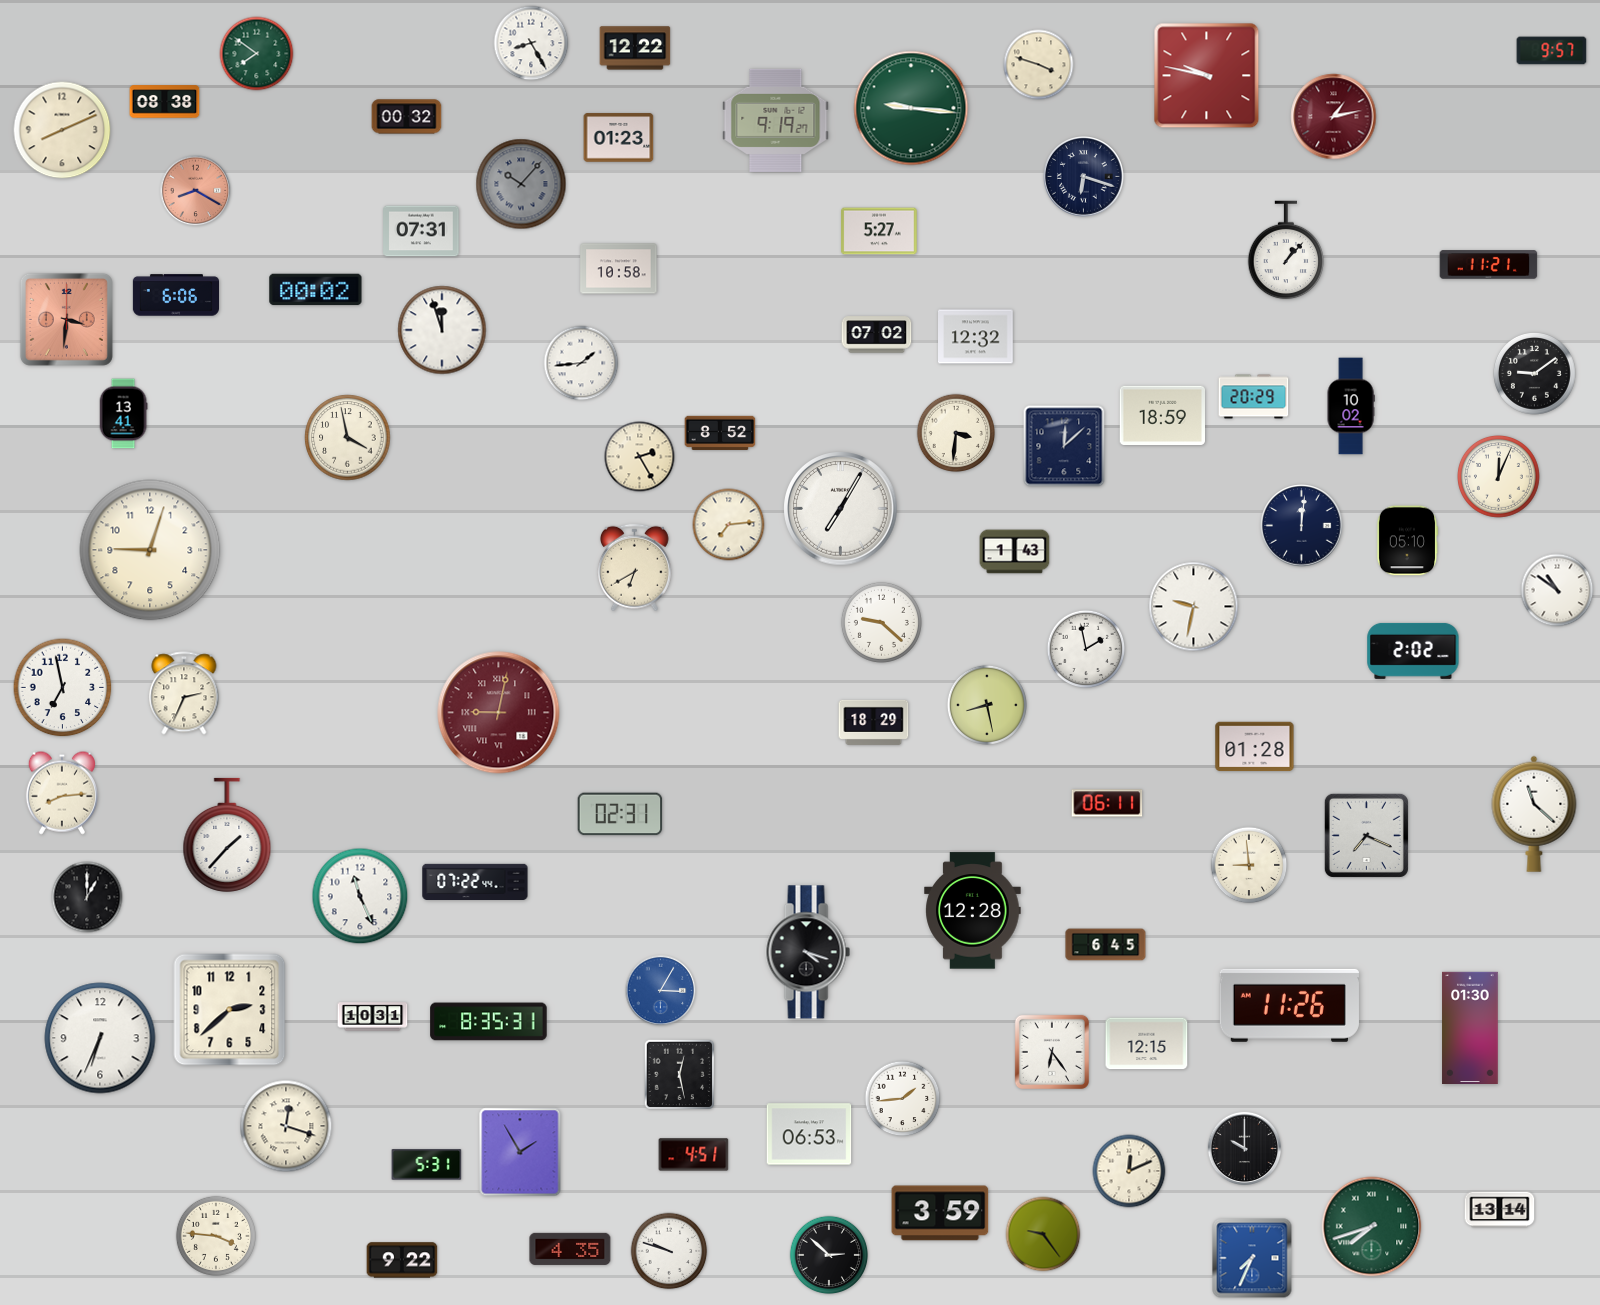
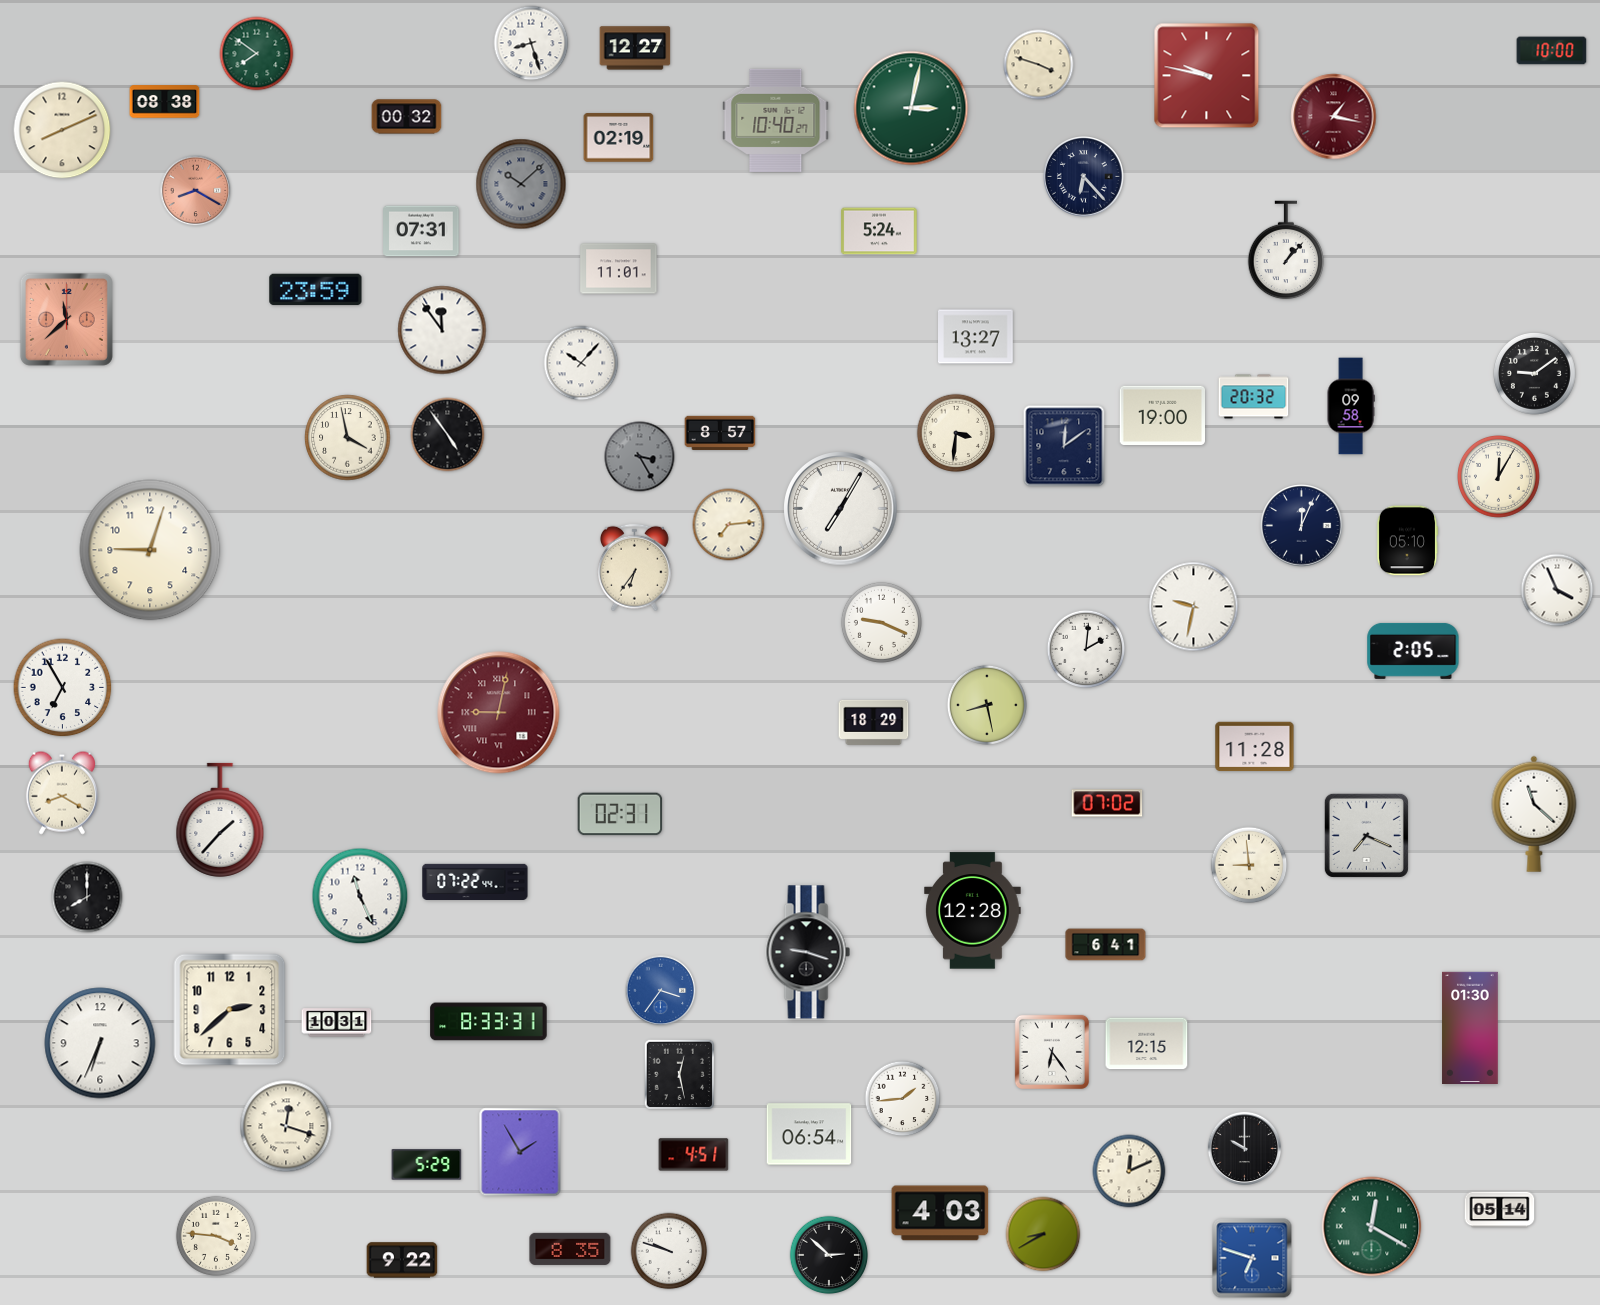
clock at (531, 43): 8:25 -> 8:27
clock at (635, 48): 12:22 -> 12:27
clock at (1552, 51): 9:57 -> 10:00
clock at (911, 108): 9:16 -> 3:02
clock at (1334, 117): 1:13 -> 1:17
clock at (776, 120): 9:19 -> 10:40
clock at (619, 138): 01:23 -> 02:19
clock at (1084, 177): 6:18 -> 6:23
clock at (521, 184): 10:07 -> 10:08
clock at (879, 231): 5:27 -> 5:24
clock at (1489, 265): 11:21 -> none
clock at (619, 269): 10:58 -> 11:01
clock at (316, 290): 00:02 -> 23:59
clock at (175, 295): 6:06 -> none
clock at (66, 319): 3:31 -> 11:38
clock at (442, 330): 11:57 -> 11:54
clock at (877, 335): 07:02 -> none
clock at (976, 337): 12:32 -> 13:27
clock at (581, 363): 1:44 -> 10:07
clock at (1254, 397): 20:29 -> 20:32
clock at (1351, 406): 10:02 -> 09:58
clock at (123, 414): 13:41 -> none
clock at (1162, 415): 18:59 -> 19:00
clock at (720, 433): 8:52 -> 8:57
clock at (448, 435): none -> 4:54
clock at (1064, 446): 12:08 -> 12:09
clock at (640, 457): 2:25 -> 3:25
clock at (640, 457) dial: cream -> grey
clock at (1499, 477): 12:04 -> 12:05
clock at (1302, 526): 12:01 -> 12:04
clock at (1015, 552): 1:43 -> none
clock at (634, 568): 6:40 -> 6:36
clock at (1557, 590): 10:51 -> 3:56
clock at (881, 622): 9:22 -> 9:19
clock at (1086, 649): 1:58 -> 2:01
clock at (1413, 651): 2:02 -> 2:05
clock at (63, 688): 6:58 -> 6:55
clock at (184, 693): 2:34 -> none
clock at (1255, 747): 01:28 -> 11:28
clock at (62, 793): 8:14 -> 8:20
clock at (1107, 803): 06:11 -> 07:02
clock at (227, 835) position: (227, 835) -> (220, 820)
clock at (87, 897): 1:00 -> 8:00
clock at (1106, 945): 6:45 -> 6:41
clock at (808, 952): 4:18 -> 9:18
clock at (661, 991): 3:05 -> 3:36
clock at (1289, 1005): 11:26 -> none
clock at (373, 1017) position: (373, 1017) -> (337, 1023)
clock at (489, 1022): 8:35 -> 8:33
clock at (100, 1038) position: (100, 1038) -> (100, 1043)
clock at (809, 1134): 06:53 -> 06:54
clock at (427, 1165): 5:31 -> 5:29
clock at (1500, 1210): 13:14 -> 05:14
clock at (940, 1213): 3:59 -> 4:03
clock at (1372, 1227): 7:42 -> 12:20
clock at (1043, 1234): 9:24 -> 8:40
clock at (570, 1249): 4:35 -> 8:35
clock at (1252, 1258): 7:34 -> 6:48
